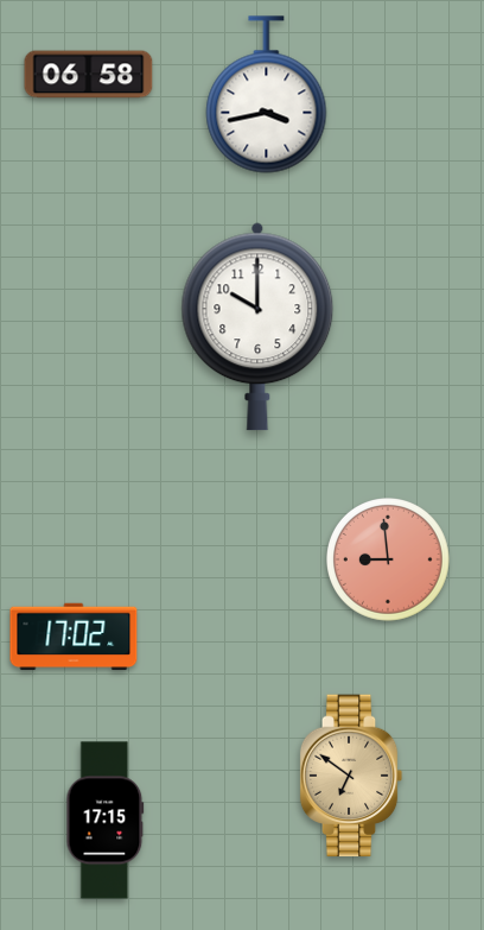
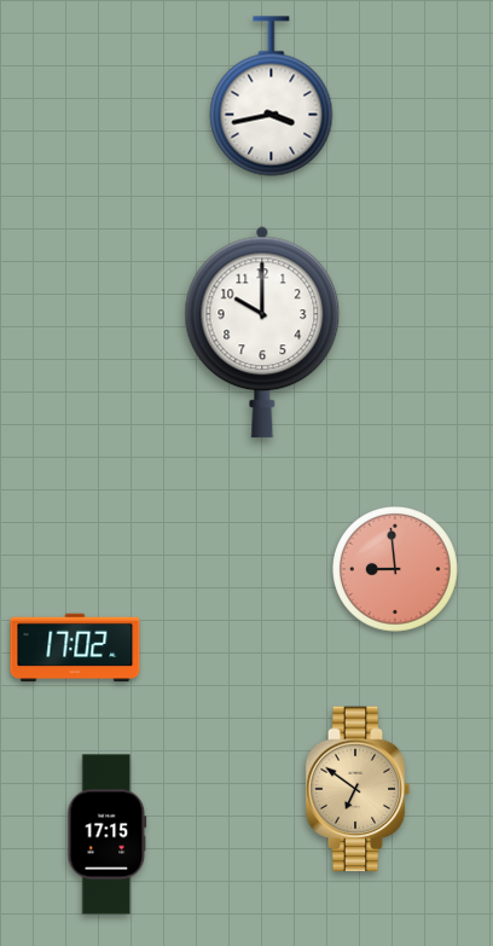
clock at (89, 75): 06:58 -> none
